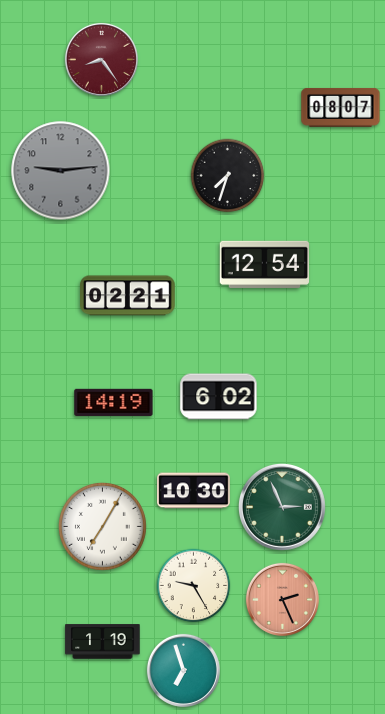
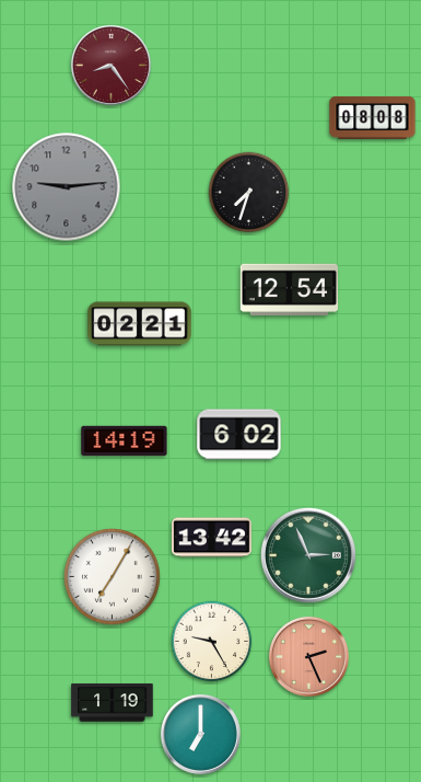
clock at (341, 107): 08:07 -> 08:08
clock at (194, 491): 10:30 -> 13:42
clock at (183, 670): 6:57 -> 7:00
